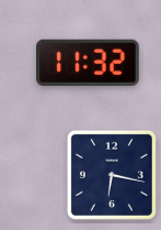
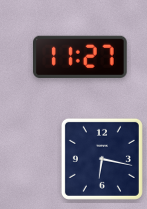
clock at (89, 63): 11:32 -> 11:27
